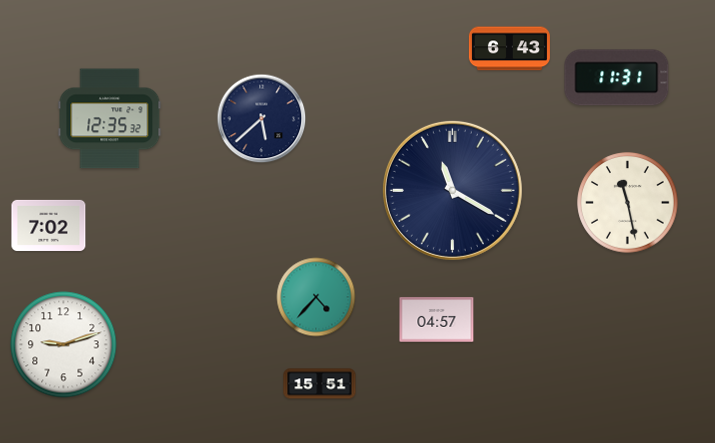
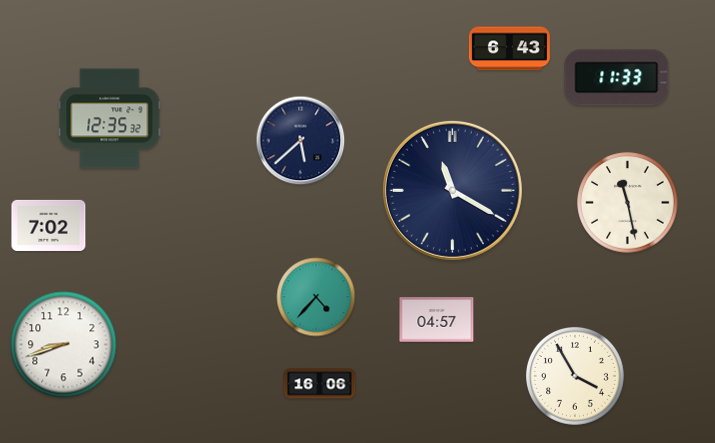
clock at (617, 78): 11:31 -> 11:33
clock at (262, 119) position: (262, 119) -> (301, 141)
clock at (64, 345): 9:12 -> 8:42
clock at (575, 376): none -> 3:55
clock at (320, 384): 15:51 -> 16:06
